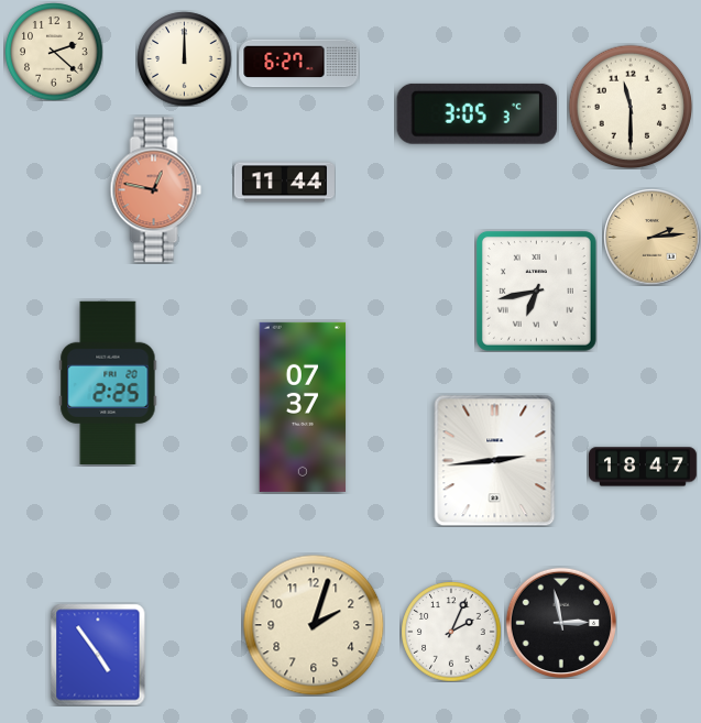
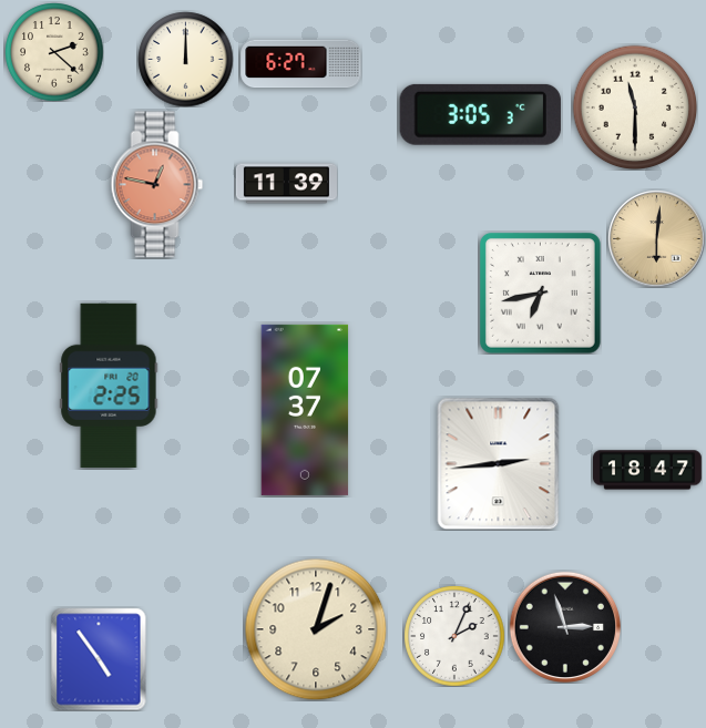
clock at (284, 183): 11:44 -> 11:39
clock at (156, 190) position: (156, 190) -> (157, 185)
clock at (651, 237): 2:14 -> 6:01
clock at (560, 622): 2:58 -> 2:57
